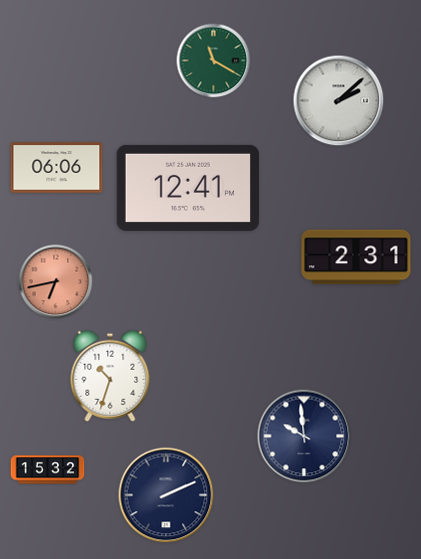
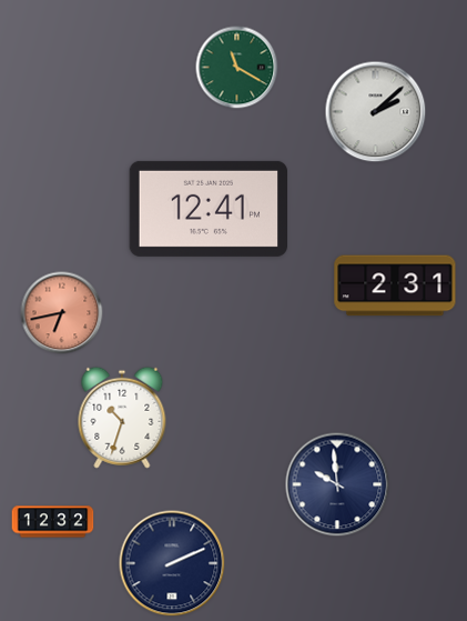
clock at (57, 168): 06:06 -> none
clock at (48, 470): 15:32 -> 12:32
clock at (166, 495) position: (166, 495) -> (172, 563)
